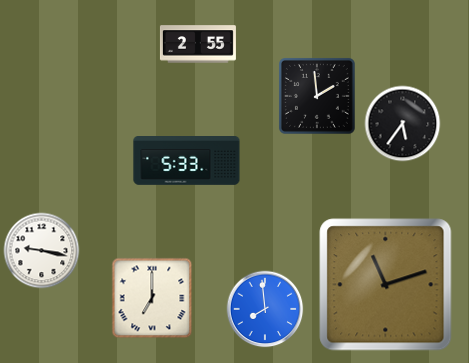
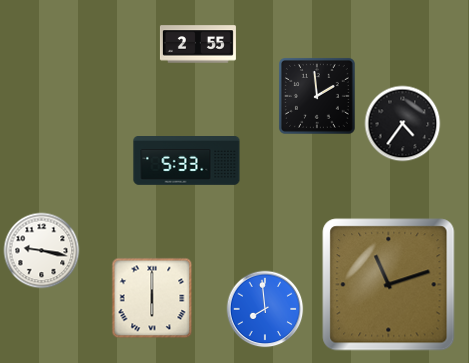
clock at (403, 124): 5:36 -> 4:36
clock at (386, 285) position: (386, 285) -> (389, 285)
clock at (152, 298): 7:00 -> 6:00
